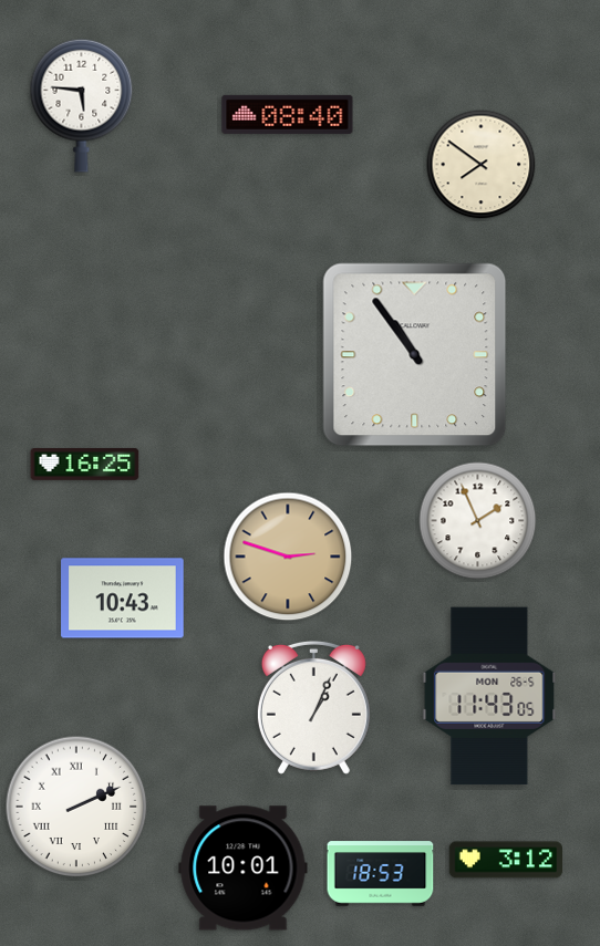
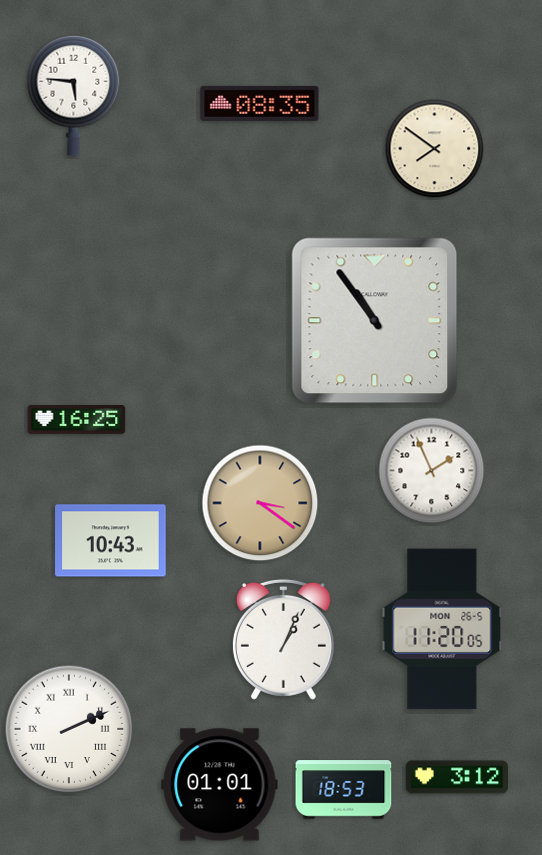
clock at (288, 114): 08:40 -> 08:35
clock at (288, 557): 2:48 -> 3:21
clock at (489, 696): 11:43 -> 11:20
clock at (244, 869): 10:01 -> 01:01
